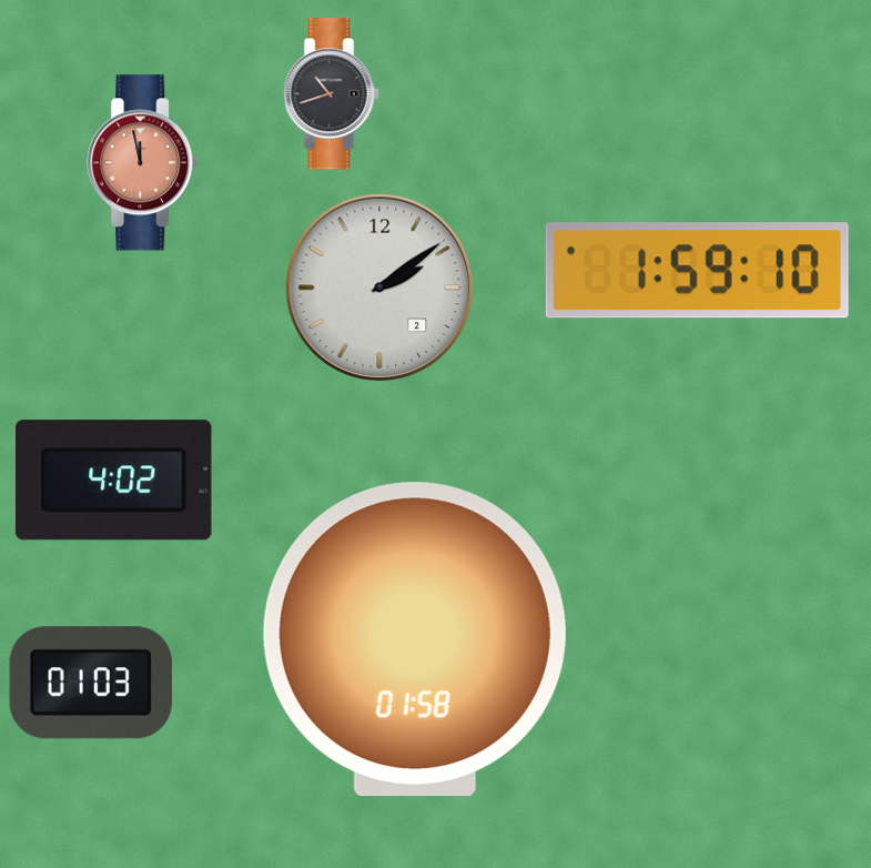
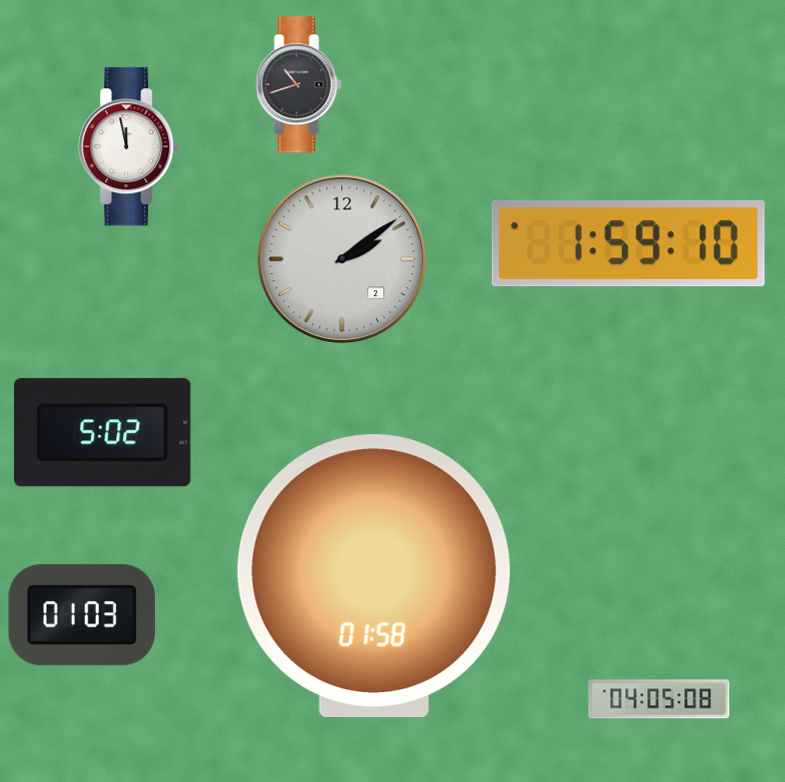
clock at (143, 163) dial: salmon -> white
clock at (114, 481): 4:02 -> 5:02
clock at (659, 699): none -> 04:05
